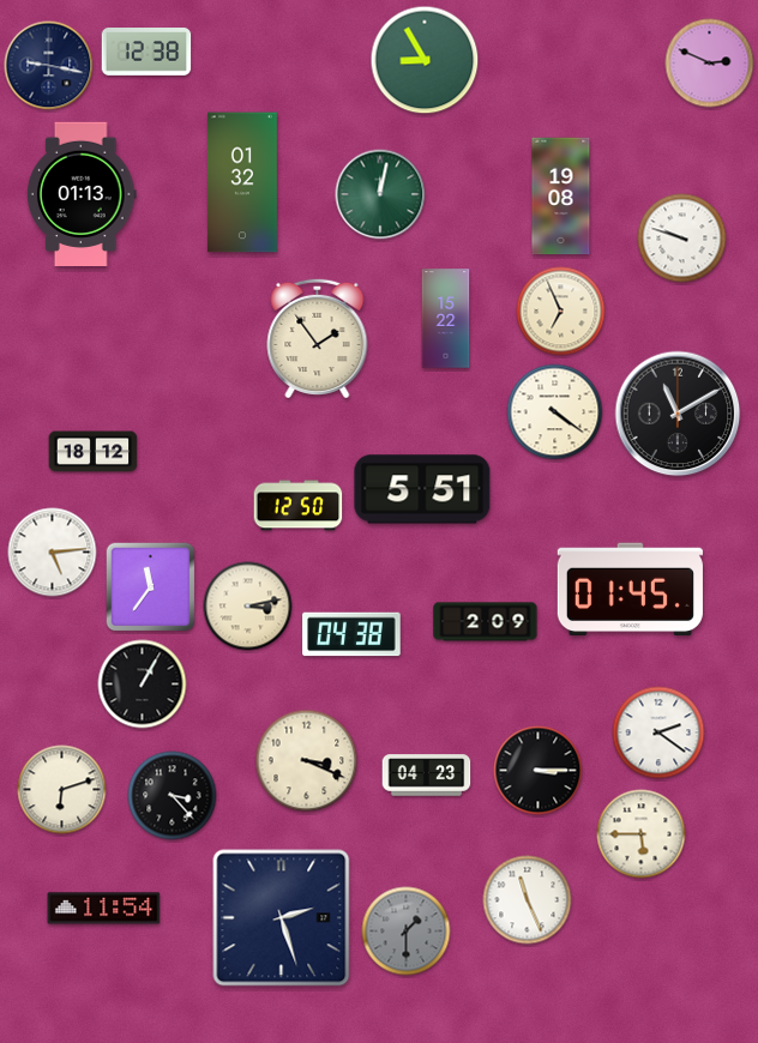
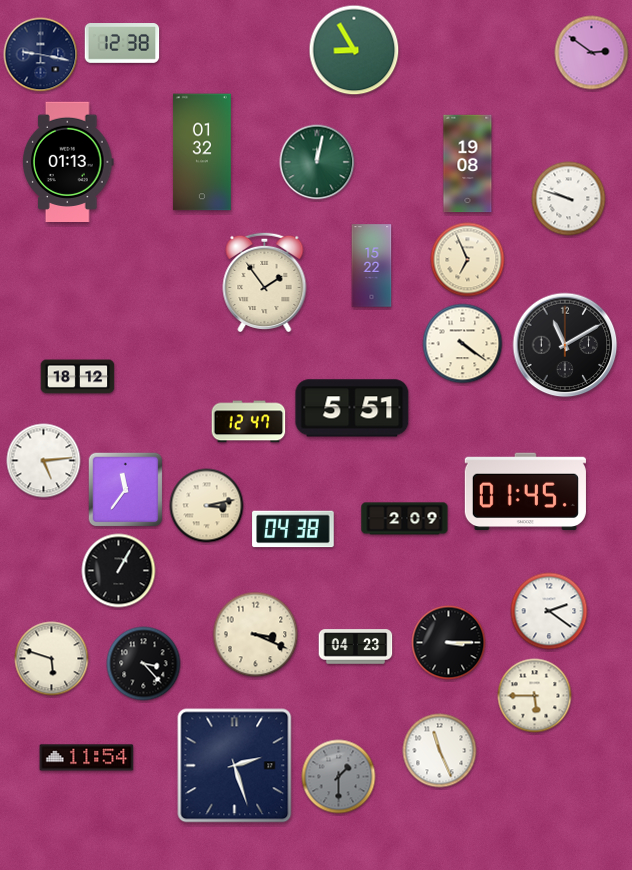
clock at (710, 64): 2:49 -> 2:51
clock at (299, 506): 12:50 -> 12:47
clock at (62, 790): 6:12 -> 5:48
